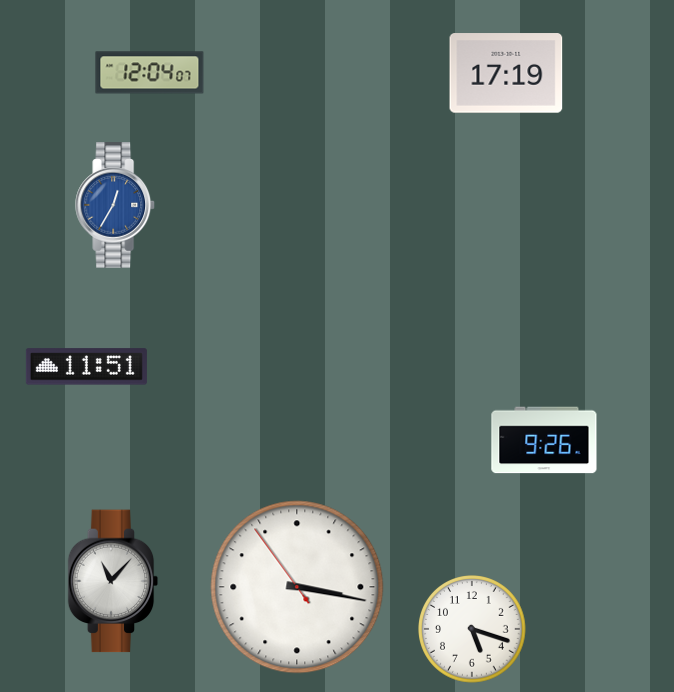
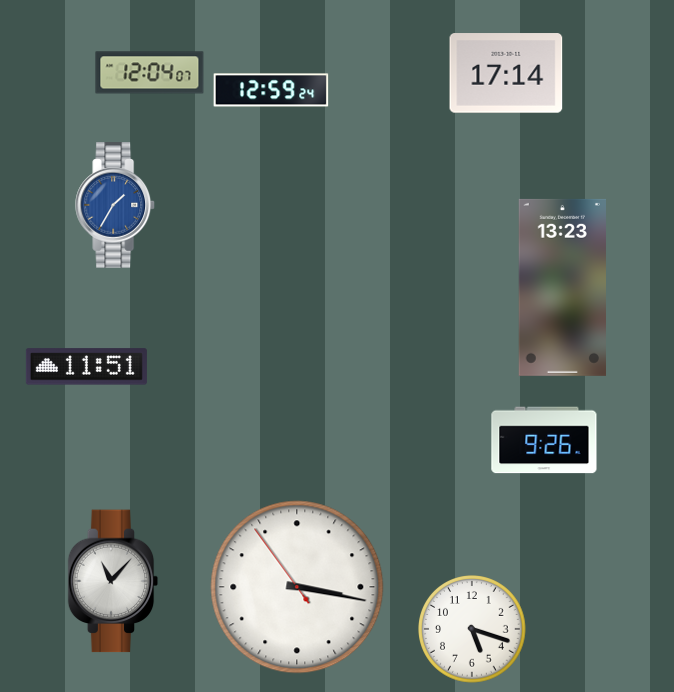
clock at (506, 73): 17:19 -> 17:14
clock at (271, 90): none -> 12:59
clock at (116, 205): 12:35 -> 1:35
clock at (562, 287): none -> 13:23
